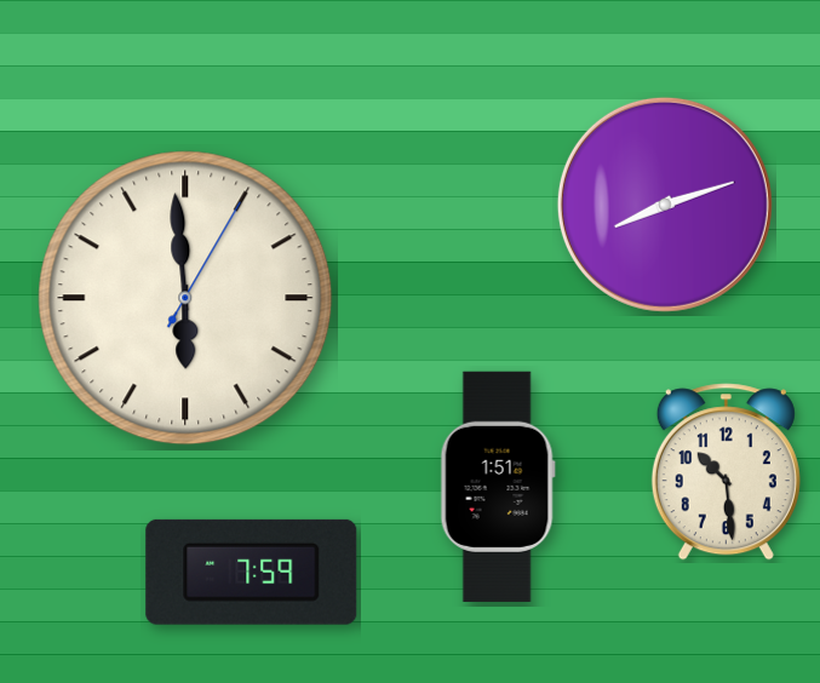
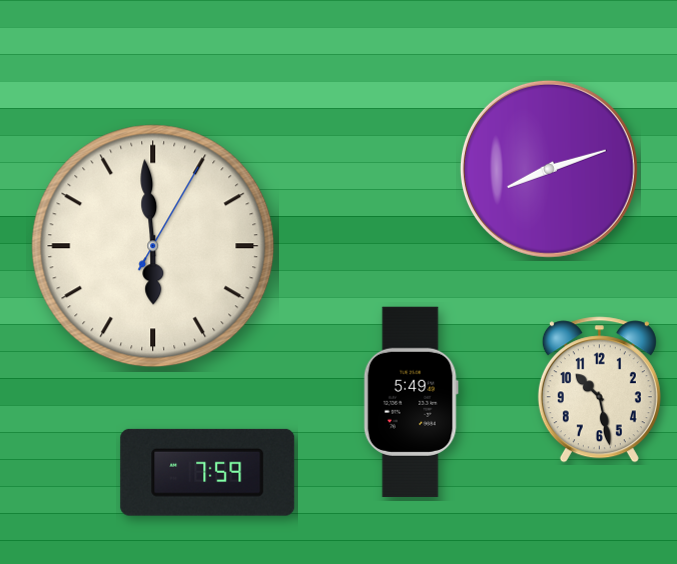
clock at (726, 472): 10:29 -> 10:28
clock at (498, 487): 1:51 -> 5:49
